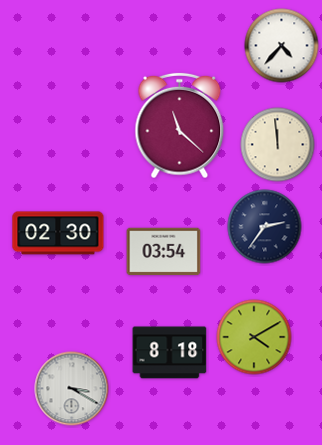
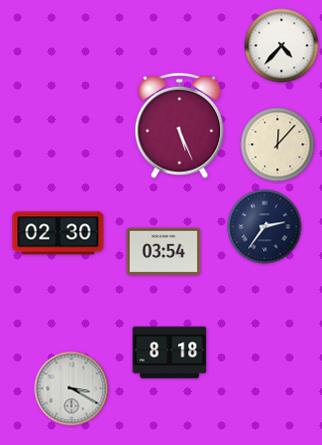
clock at (180, 126): 11:22 -> 5:26
clock at (278, 145): 11:59 -> 12:07
clock at (254, 337): 4:10 -> none
